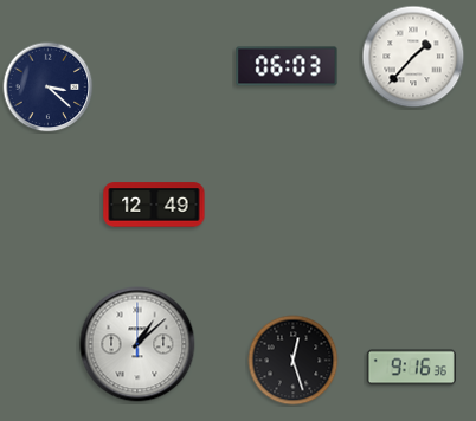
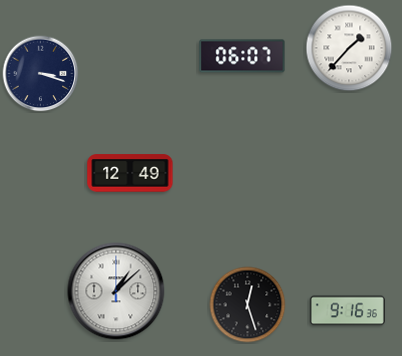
clock at (287, 66): 06:03 -> 06:07
clock at (49, 88): 3:22 -> 3:18
